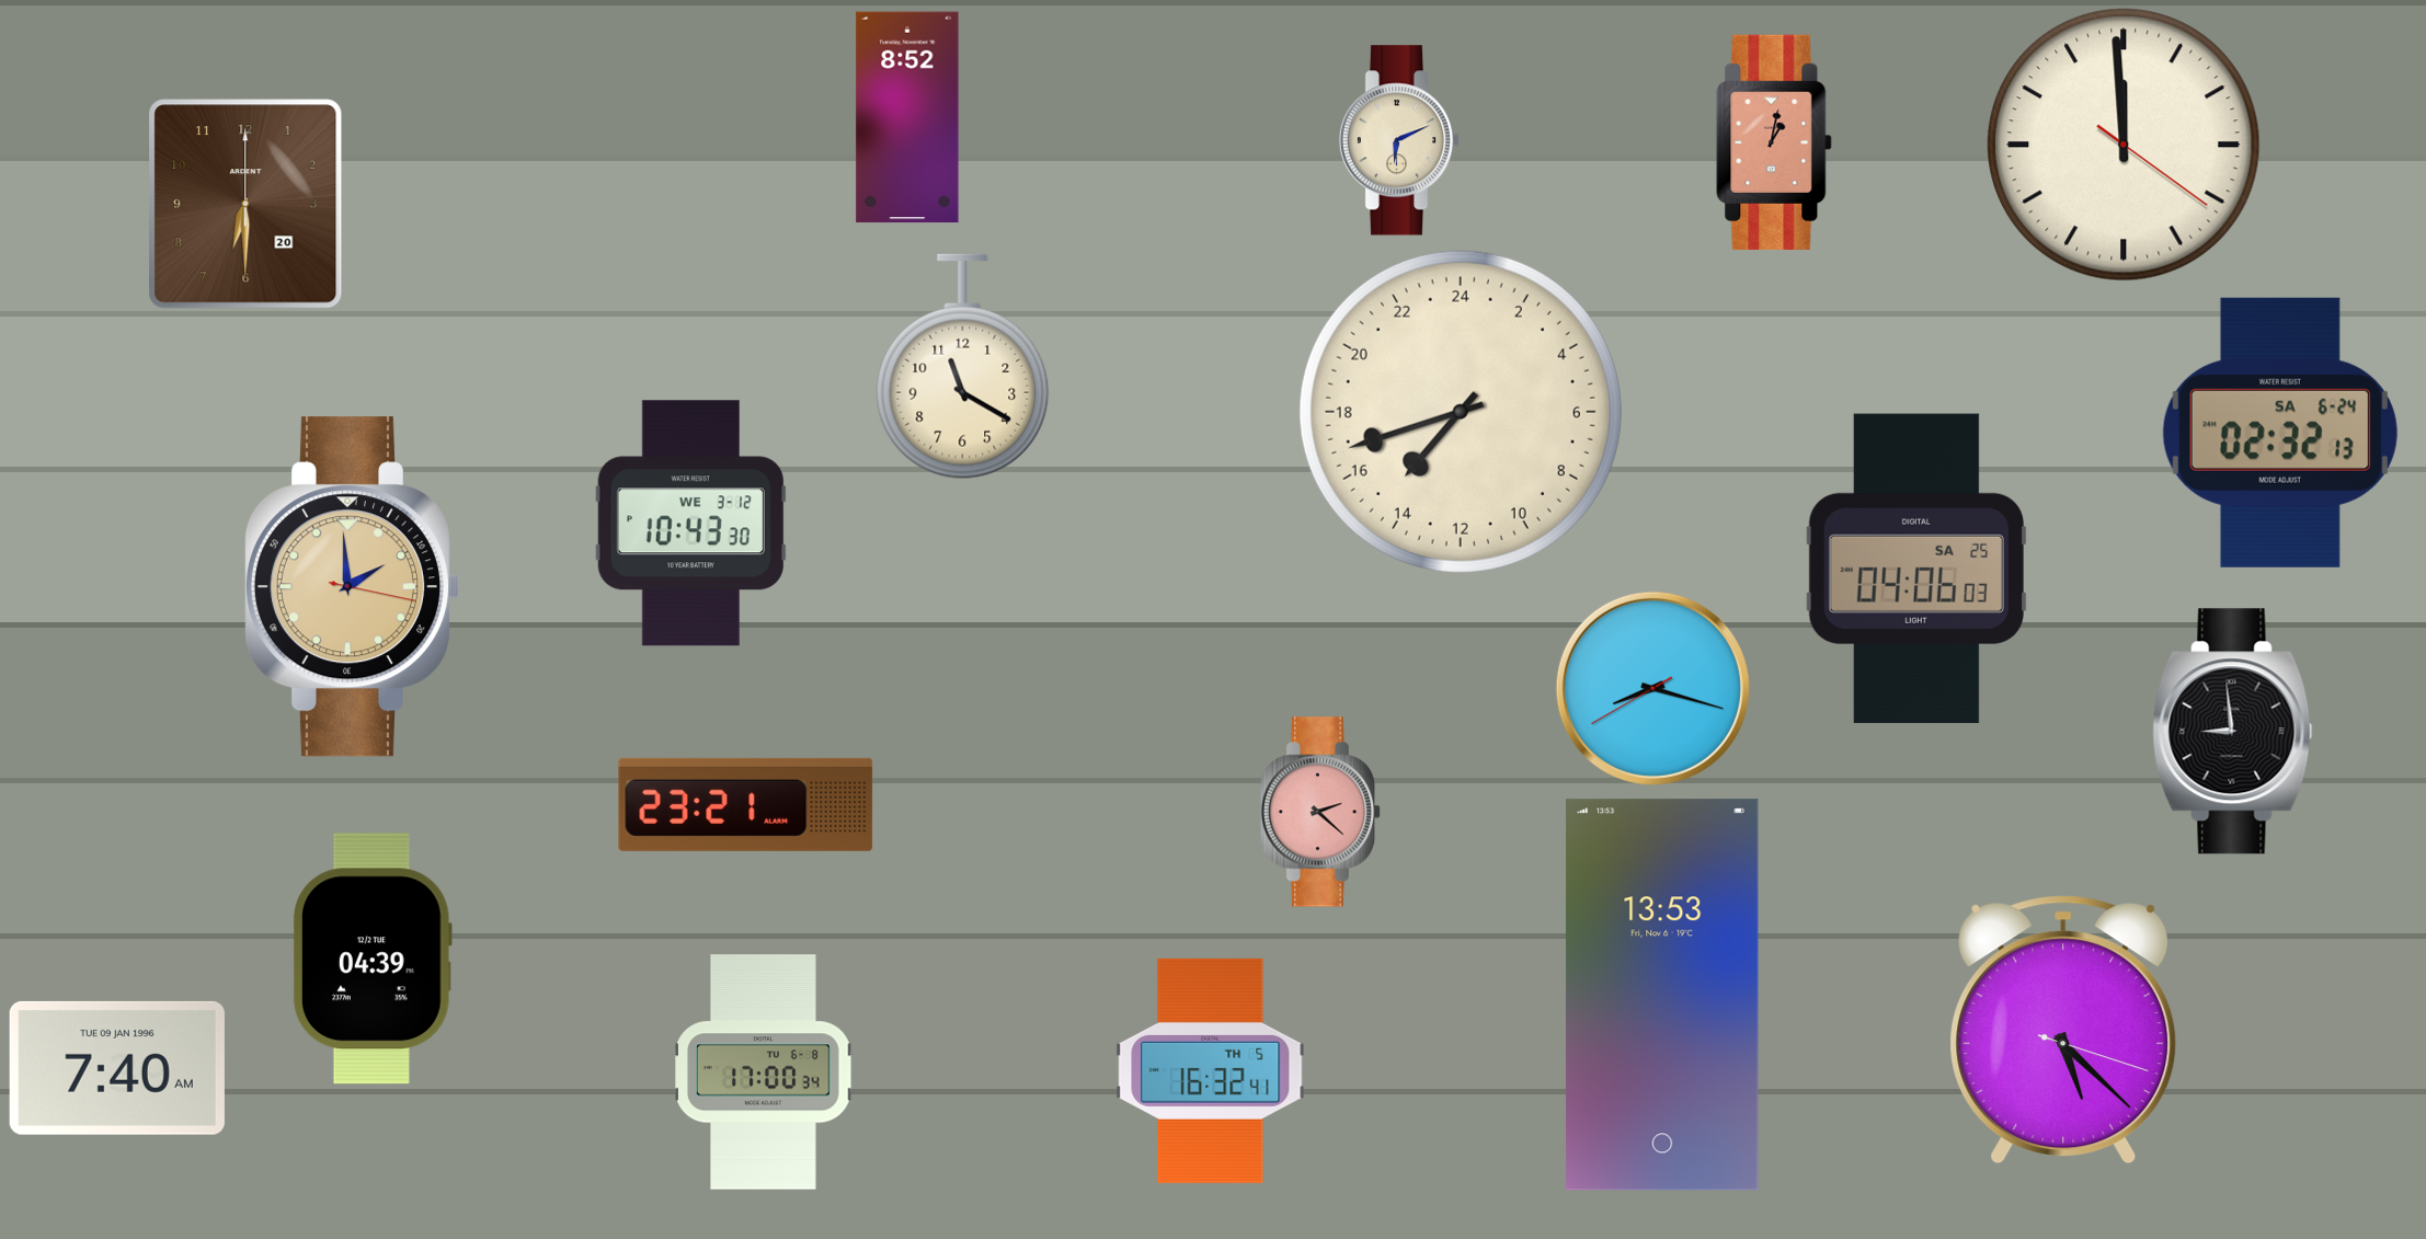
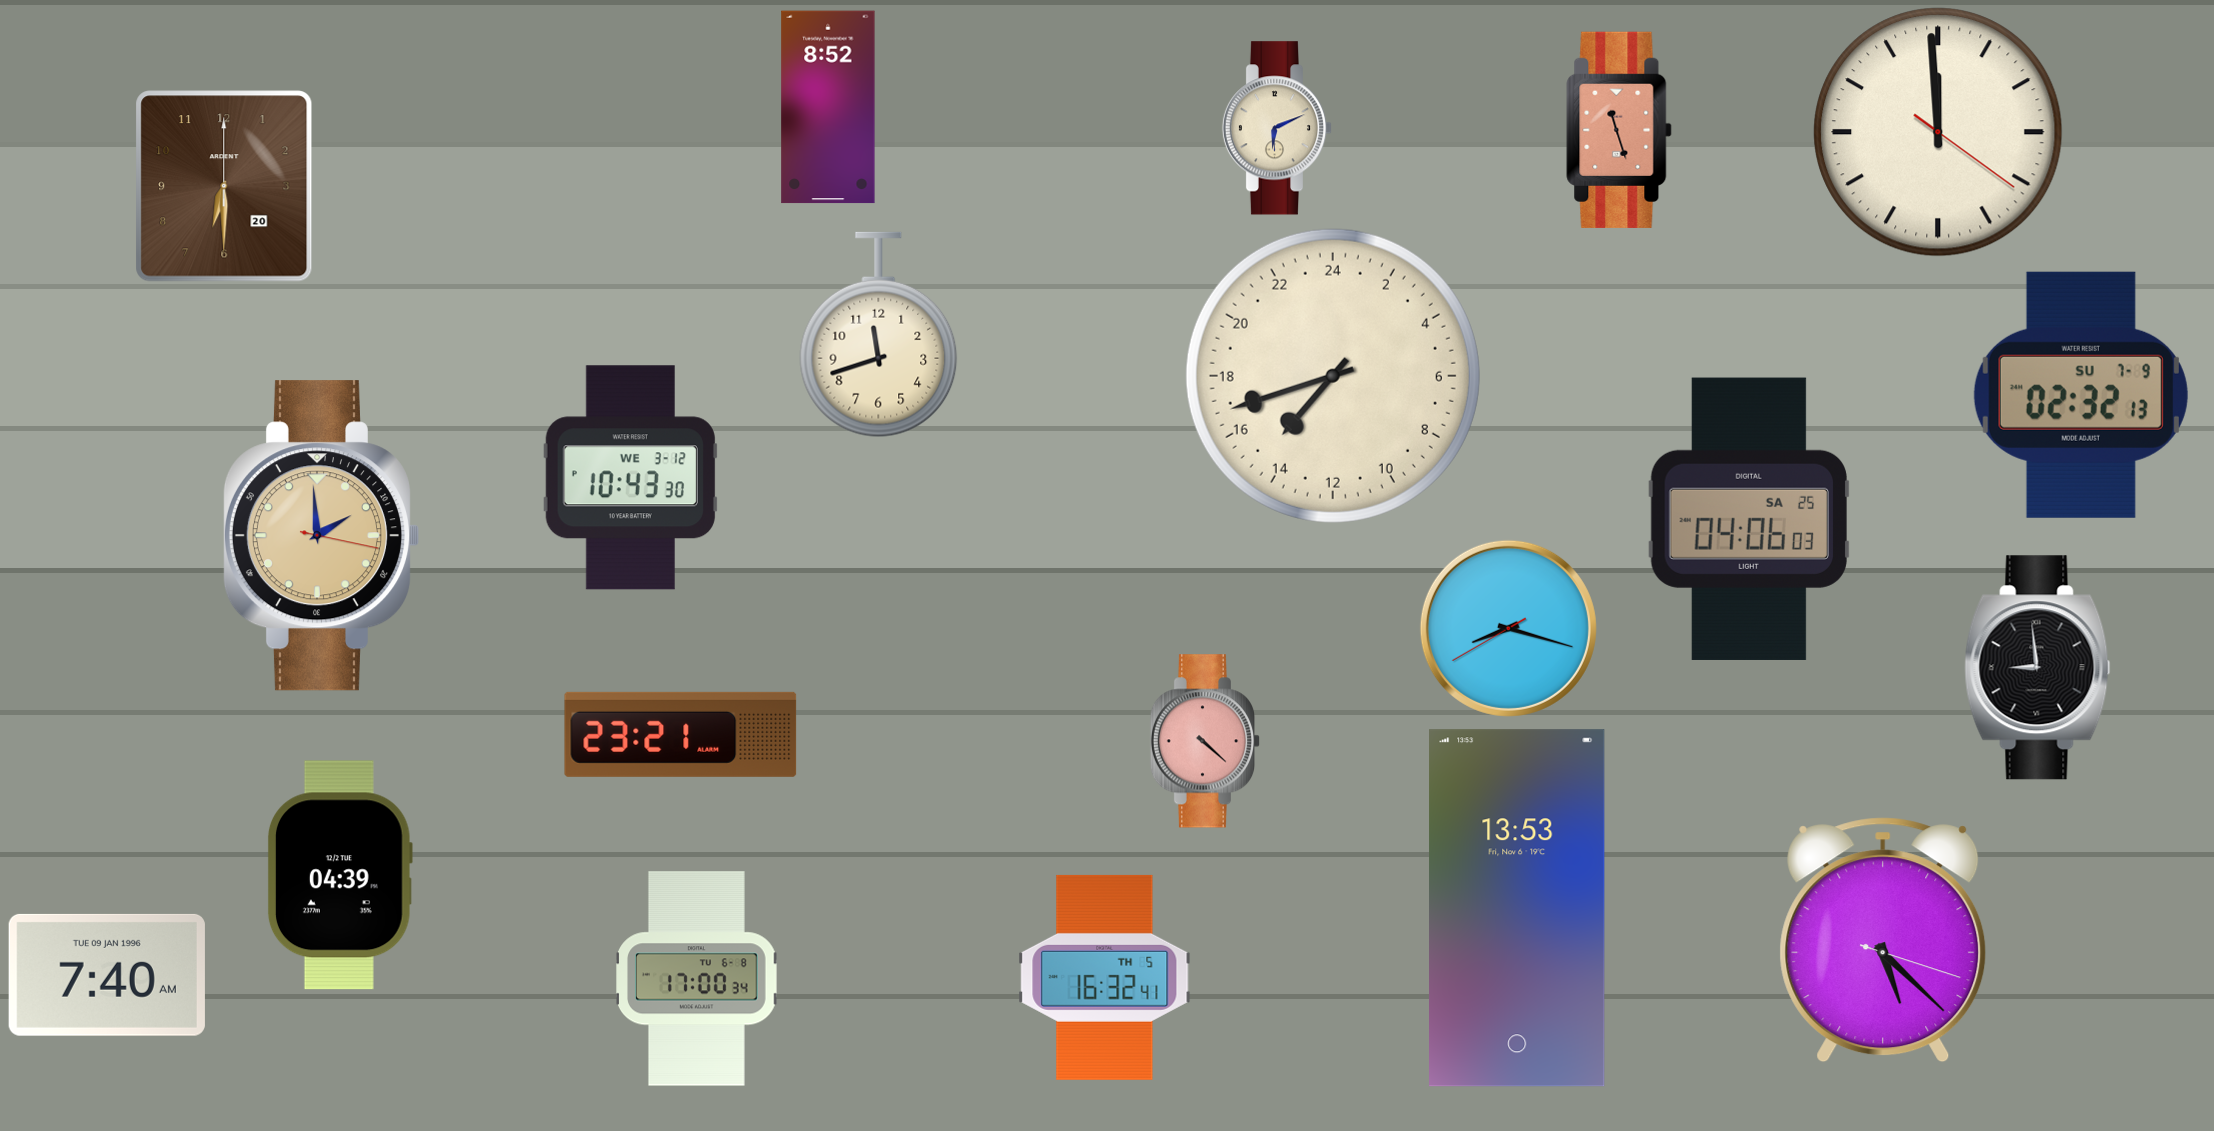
clock at (1774, 142): 1:02 -> 11:27
clock at (963, 367): 11:20 -> 11:42
clock at (2280, 433) date: SA 6-24 -> SU 7-9
clock at (1320, 812): 2:22 -> 4:22
